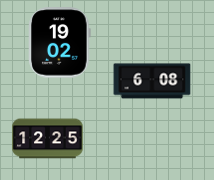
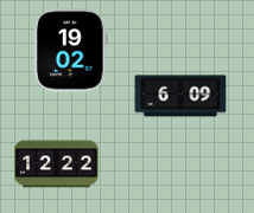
clock at (152, 81): 6:08 -> 6:09
clock at (48, 139): 12:25 -> 12:22
